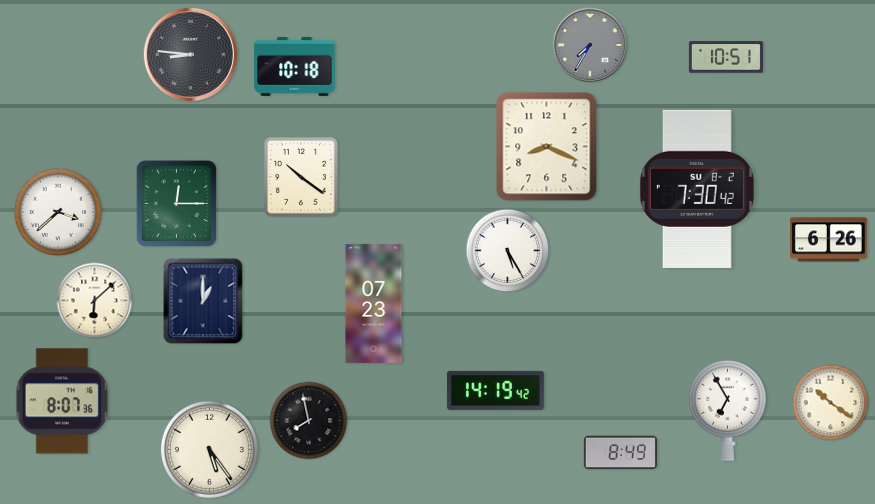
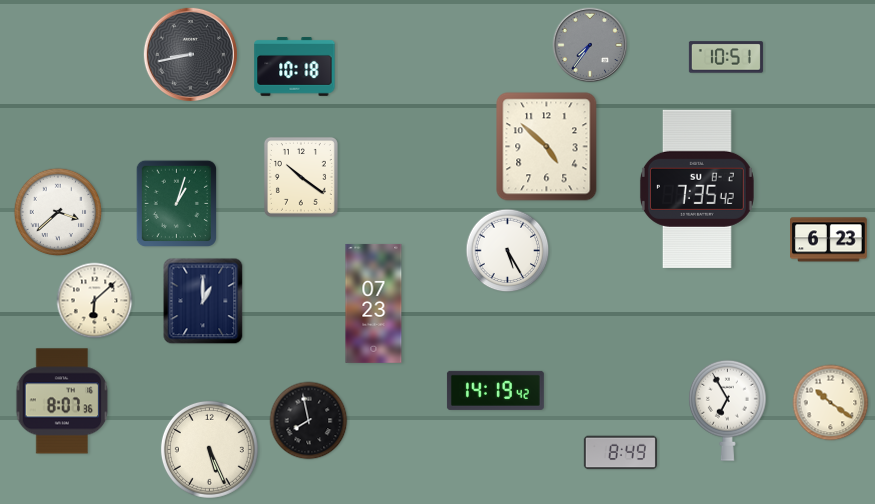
clock at (590, 45): 7:35 -> 7:36
clock at (190, 54): 8:46 -> 8:43
clock at (547, 147): 8:19 -> 4:52
clock at (697, 189): 7:30 -> 7:35
clock at (176, 203): 12:15 -> 1:03
clock at (829, 240): 6:26 -> 6:23
clock at (209, 449): 5:24 -> 5:26
